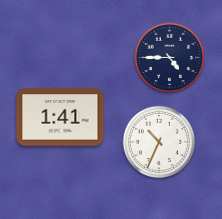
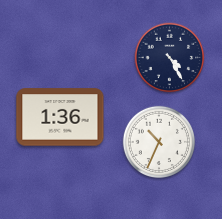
clock at (170, 58): 4:45 -> 4:25
clock at (60, 117): 1:41 -> 1:36
